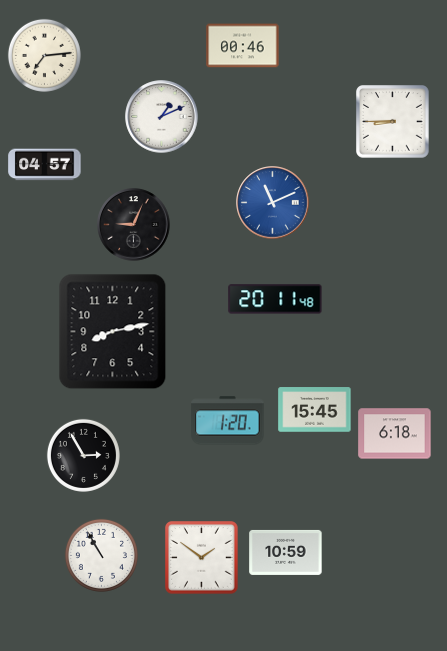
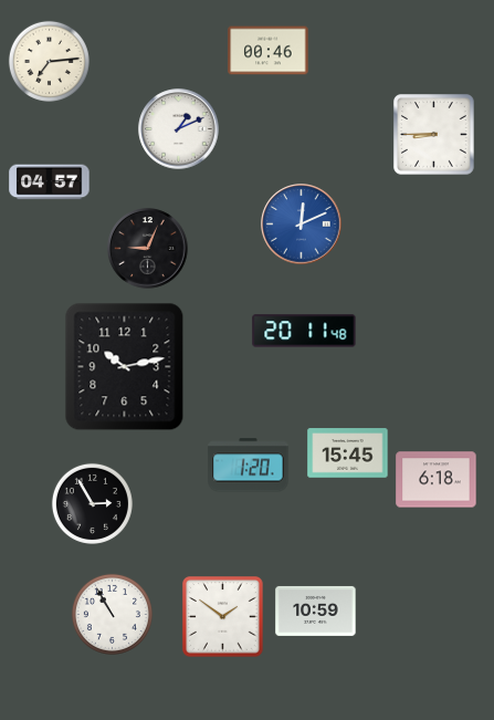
clock at (273, 203): 11:11 -> 12:11
clock at (113, 332): 8:13 -> 10:13
clock at (228, 421) position: (228, 421) -> (249, 466)
